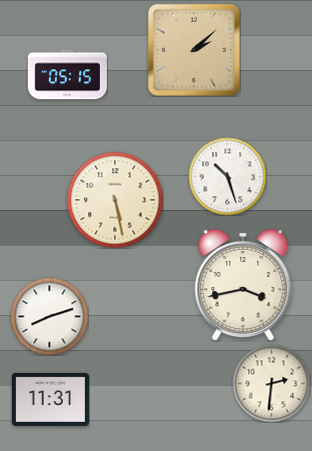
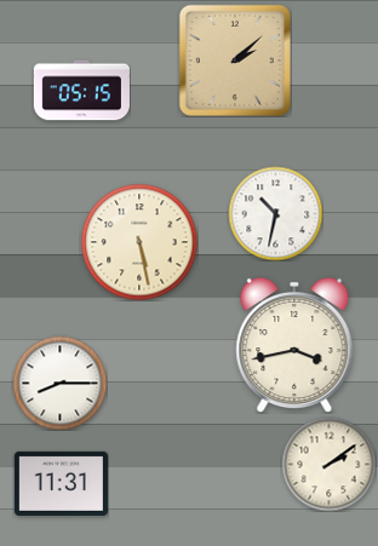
clock at (227, 176): 10:27 -> 10:32
clock at (49, 316): 8:12 -> 8:15
clock at (271, 383): 2:31 -> 2:09
